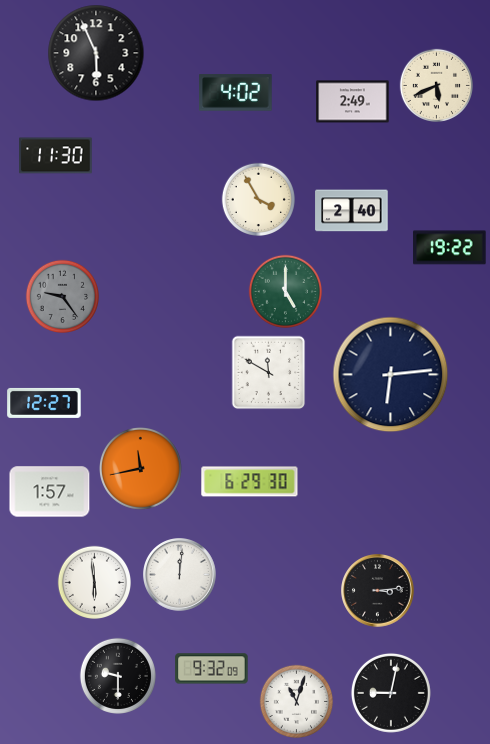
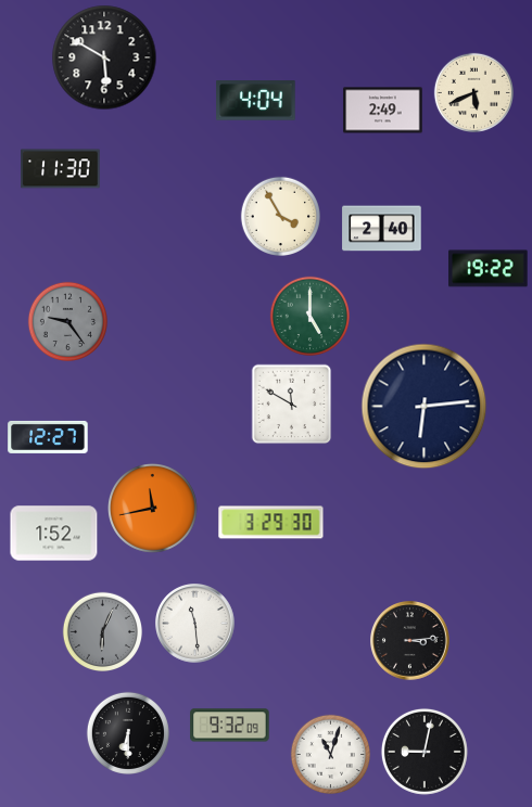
clock at (96, 53): 5:56 -> 5:50
clock at (236, 93): 4:02 -> 4:04
clock at (250, 482): 6:29 -> 3:29
clock at (50, 492): 1:57 -> 1:52
clock at (180, 575): 12:01 -> 11:29
clock at (94, 582): 5:59 -> 6:04
clock at (94, 582) dial: white -> grey
clock at (118, 676): 9:30 -> 6:30
clock at (296, 701) position: (296, 701) -> (330, 754)
